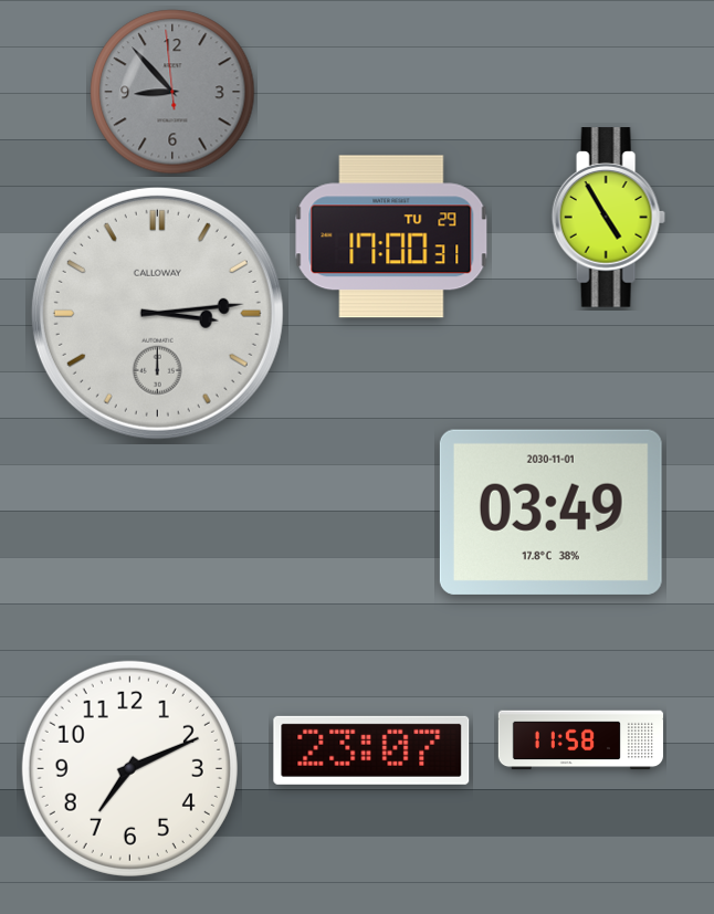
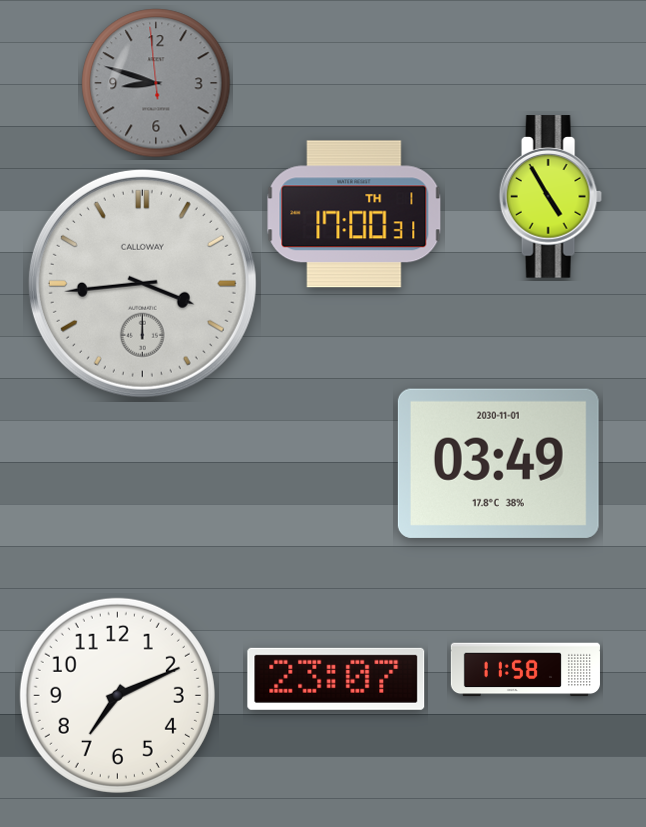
clock at (172, 92): 8:52 -> 8:47
clock at (391, 237) date: TU 29 -> TH 1
clock at (157, 313): 3:14 -> 3:44
